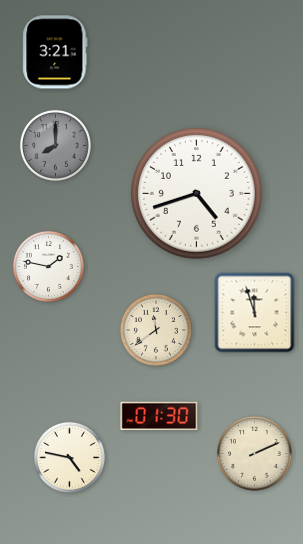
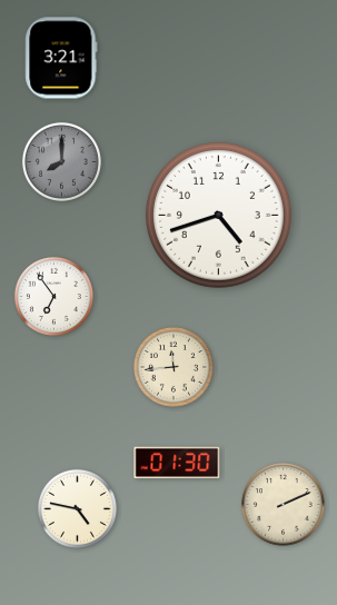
clock at (48, 266): 1:47 -> 6:54
clock at (255, 313): 11:57 -> none
clock at (156, 330): 11:39 -> 11:44
